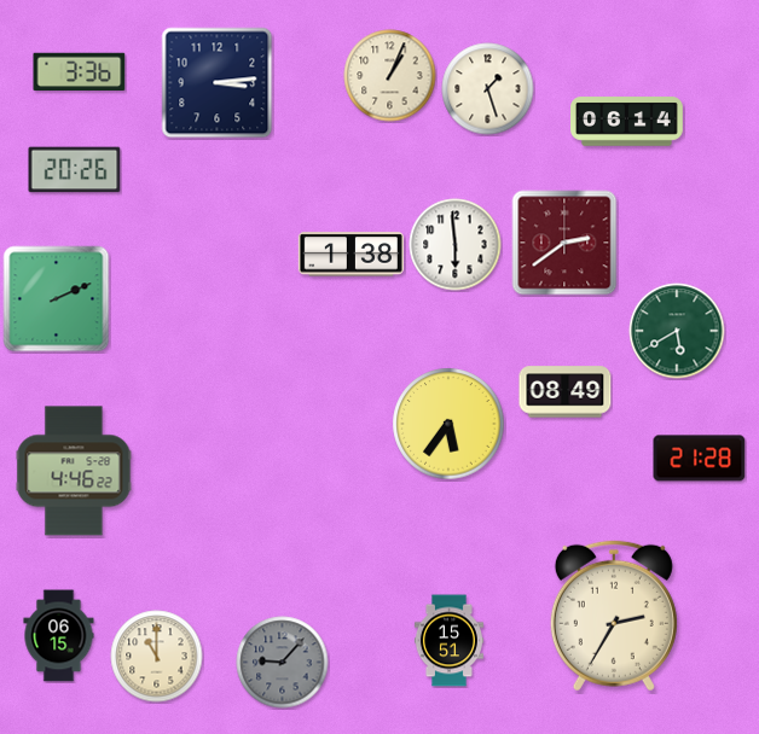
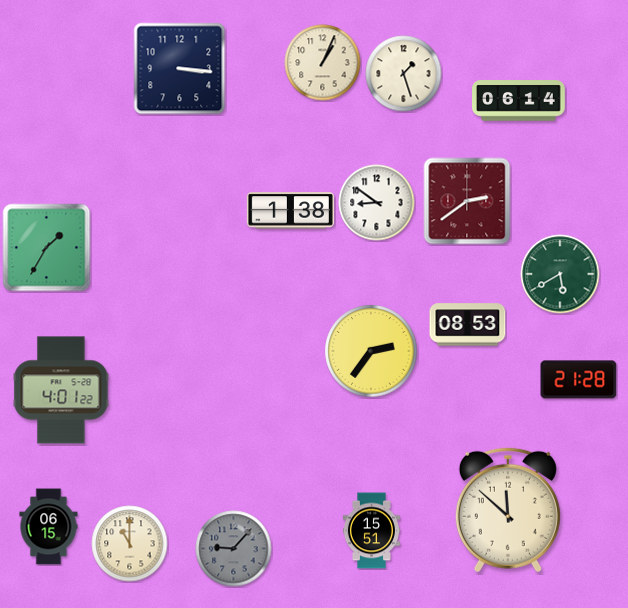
clock at (80, 72): 3:36 -> none
clock at (218, 83): 3:14 -> 3:16
clock at (75, 170): 20:26 -> none
clock at (456, 245): 5:59 -> 8:51
clock at (57, 299): 2:11 -> 1:35
clock at (566, 392): 08:49 -> 08:53
clock at (448, 424): 5:36 -> 2:36
clock at (74, 471): 4:46 -> 4:01
clock at (614, 616): 2:35 -> 11:52
